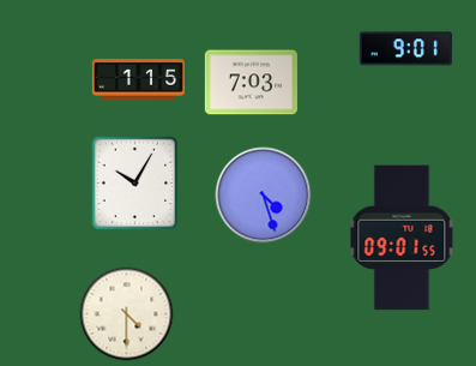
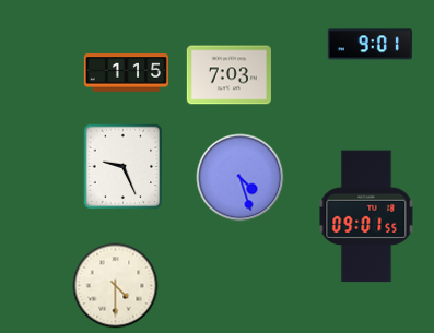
clock at (135, 182): 10:05 -> 9:26
